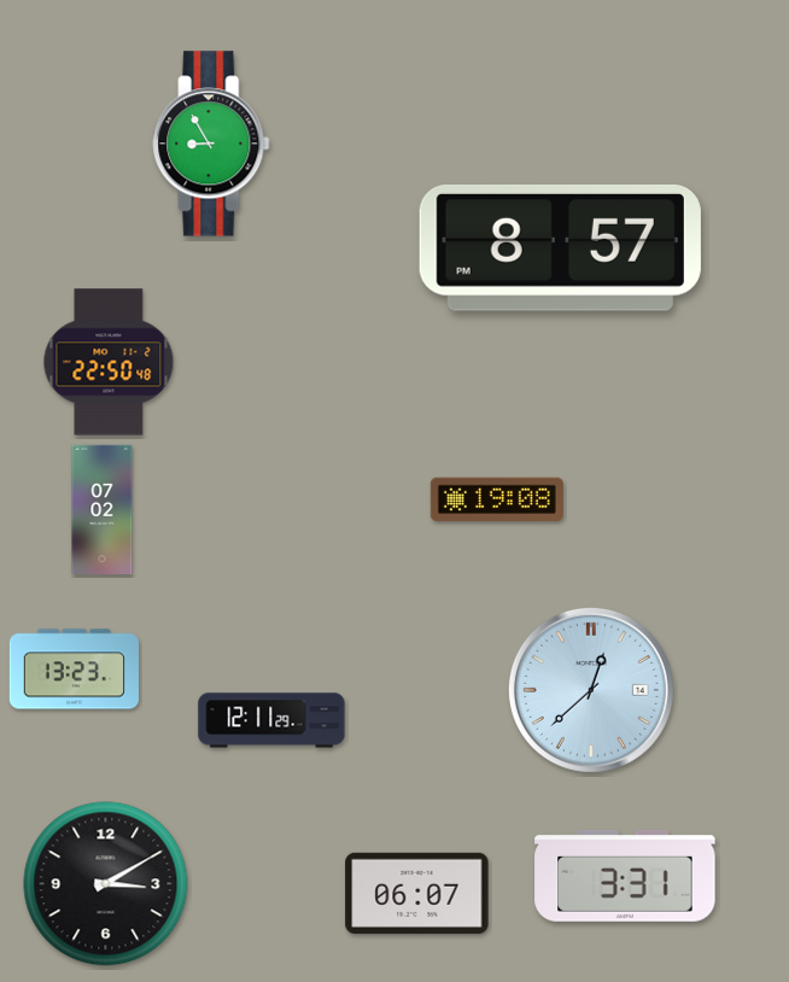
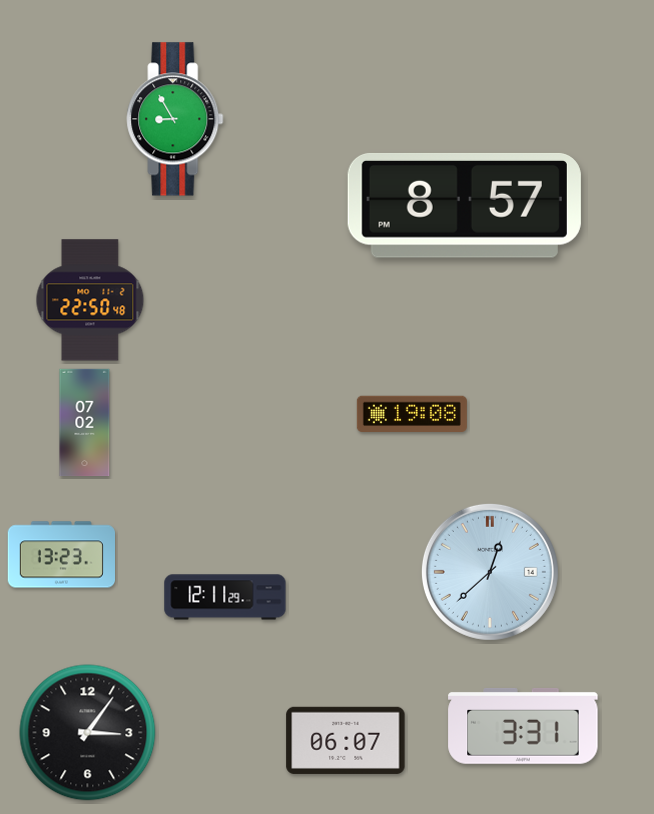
clock at (625, 877) position: (625, 877) -> (523, 727)
clock at (106, 884): 3:10 -> 3:06
